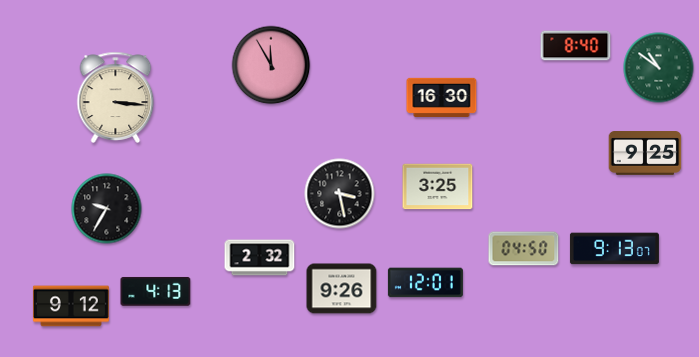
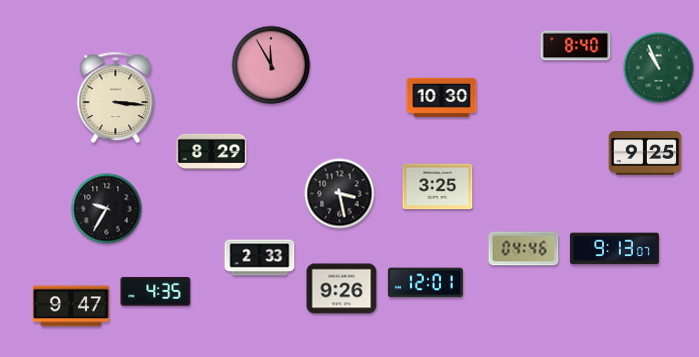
clock at (659, 68): 10:51 -> 10:56
clock at (442, 97): 16:30 -> 10:30
clock at (212, 151): none -> 8:29
clock at (524, 249): 04:50 -> 04:46
clock at (260, 258): 2:32 -> 2:33
clock at (156, 291): 4:13 -> 4:35
clock at (71, 306): 9:12 -> 9:47
